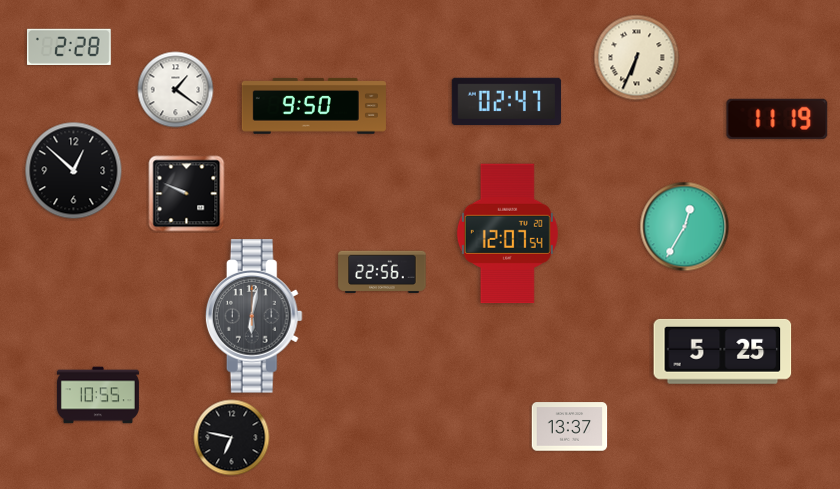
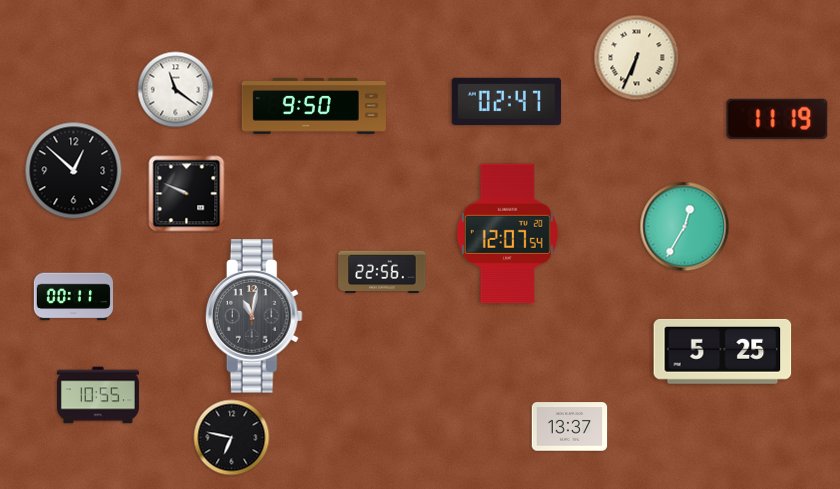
clock at (69, 47): 2:28 -> none
clock at (176, 90): 1:21 -> 11:21
clock at (73, 297): none -> 00:11
clock at (254, 316): 6:02 -> 11:02
